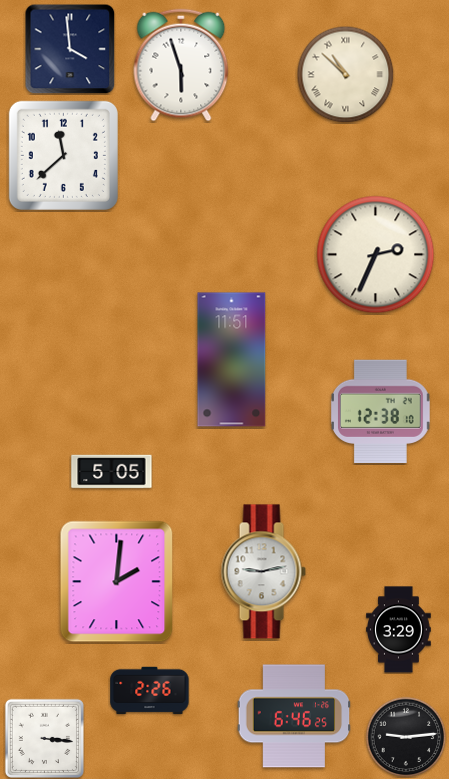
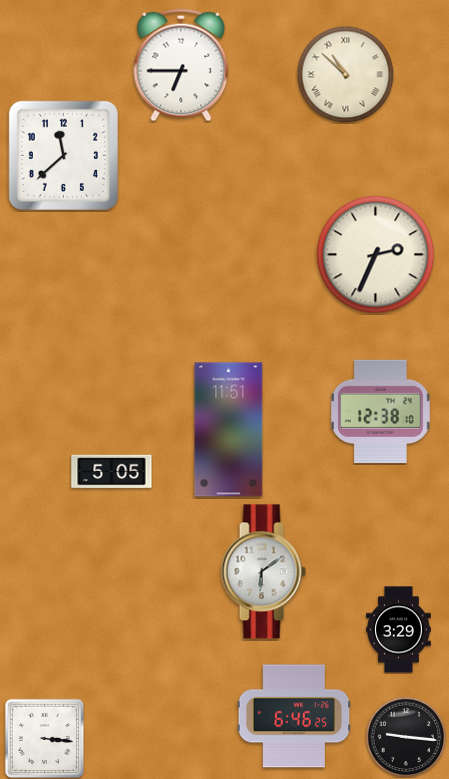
clock at (70, 49): 3:59 -> none
clock at (181, 65): 5:57 -> 6:45
clock at (232, 360) position: (232, 360) -> (229, 430)
clock at (263, 572): 9:13 -> 6:09
clock at (117, 582): 2:01 -> none
clock at (150, 691): 2:26 -> none
clock at (406, 737): 9:14 -> 9:16
